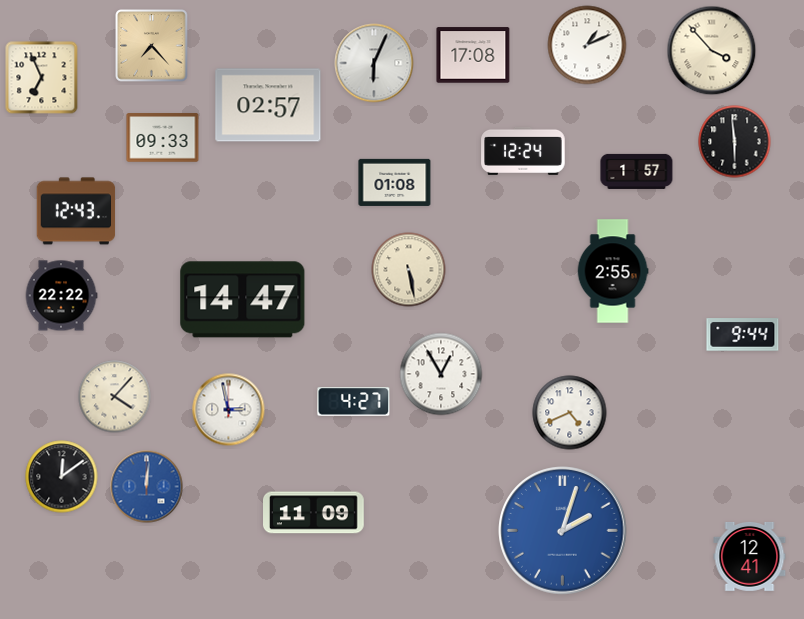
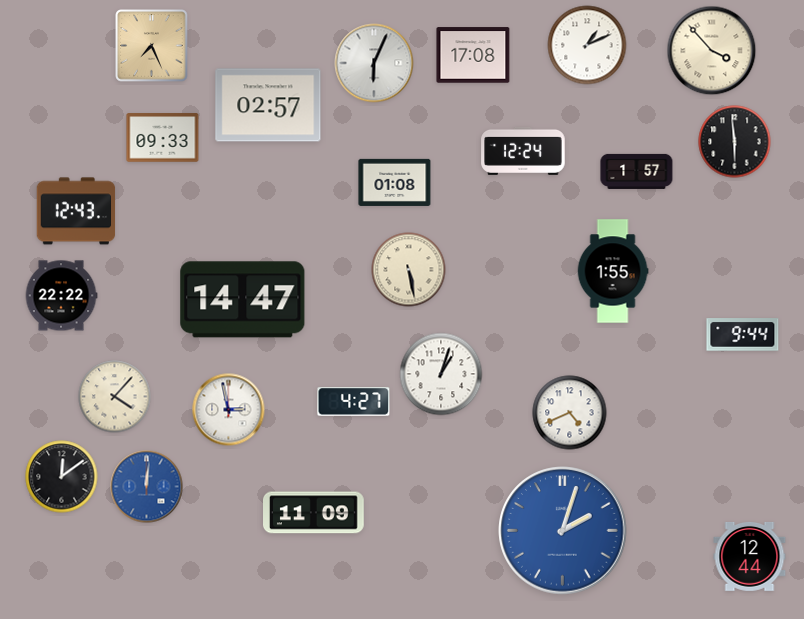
clock at (152, 46): 7:23 -> 7:26
clock at (42, 78): 6:56 -> none
clock at (613, 271): 2:55 -> 1:55
clock at (441, 374): 12:55 -> 1:03
clock at (750, 556): 12:41 -> 12:44
